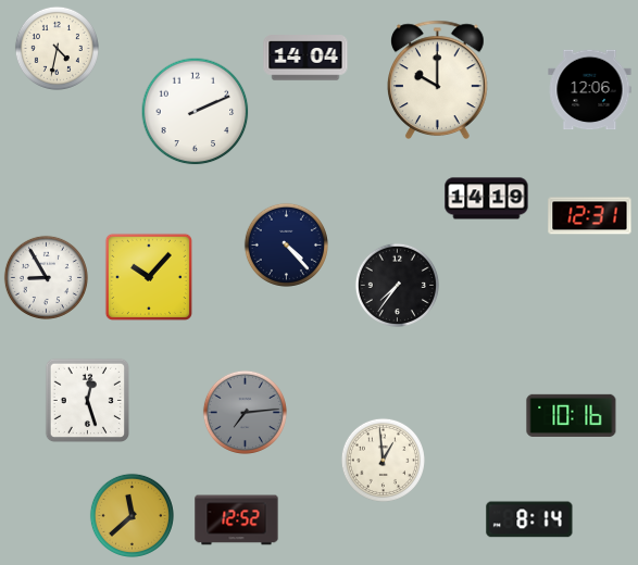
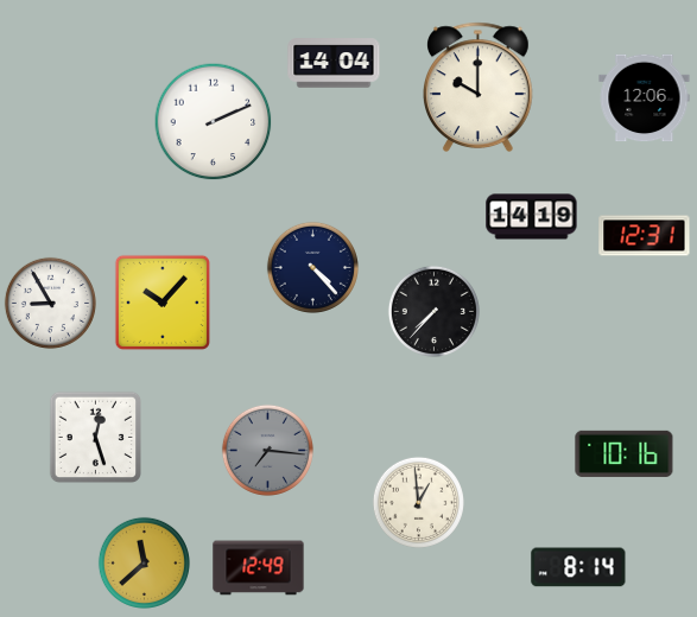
clock at (57, 48): 4:32 -> none
clock at (397, 285): 7:36 -> 7:37
clock at (245, 412): 7:14 -> 7:16
clock at (237, 520): 12:52 -> 12:49
